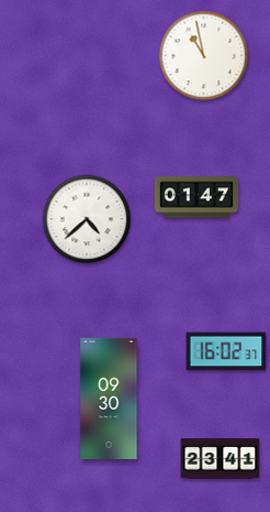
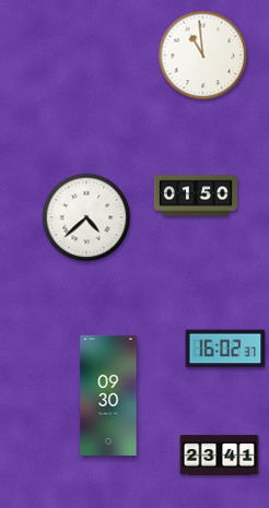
clock at (204, 56): 10:58 -> 10:59
clock at (196, 197): 01:47 -> 01:50
